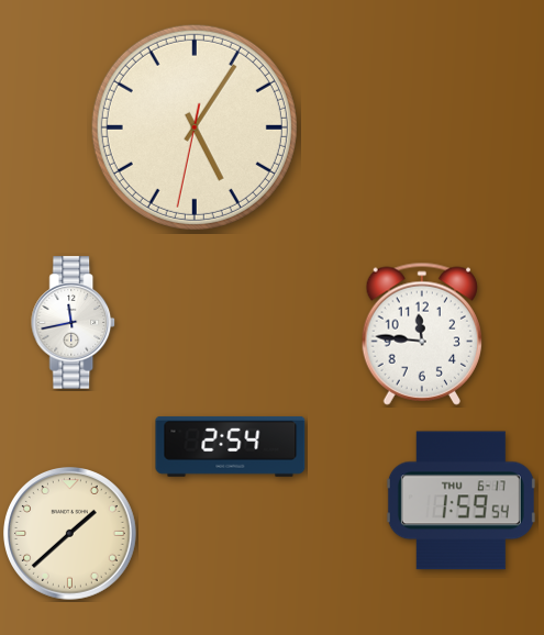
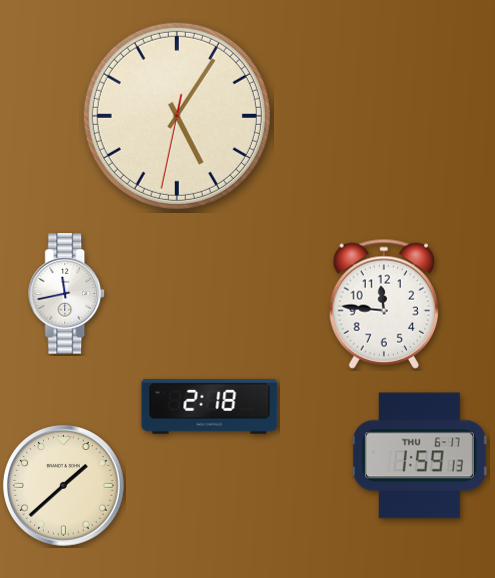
clock at (231, 446): 2:54 -> 2:18
clock at (460, 501): 1:59:54 -> 1:59:13
